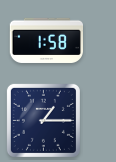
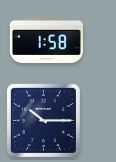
clock at (43, 120): 1:15 -> 10:15
